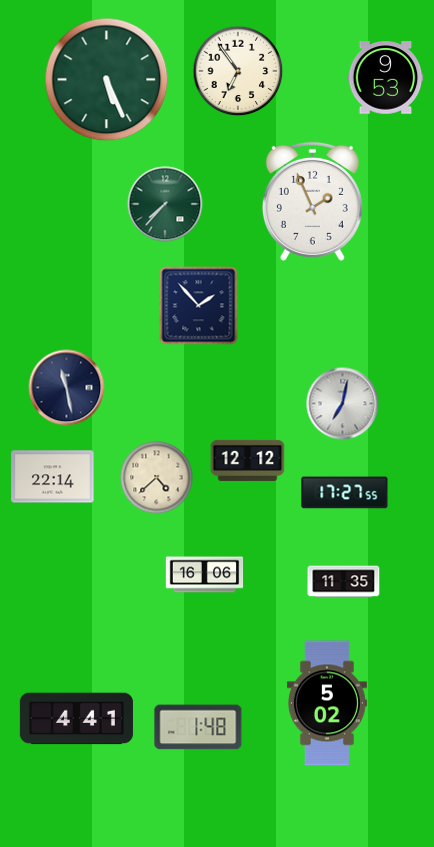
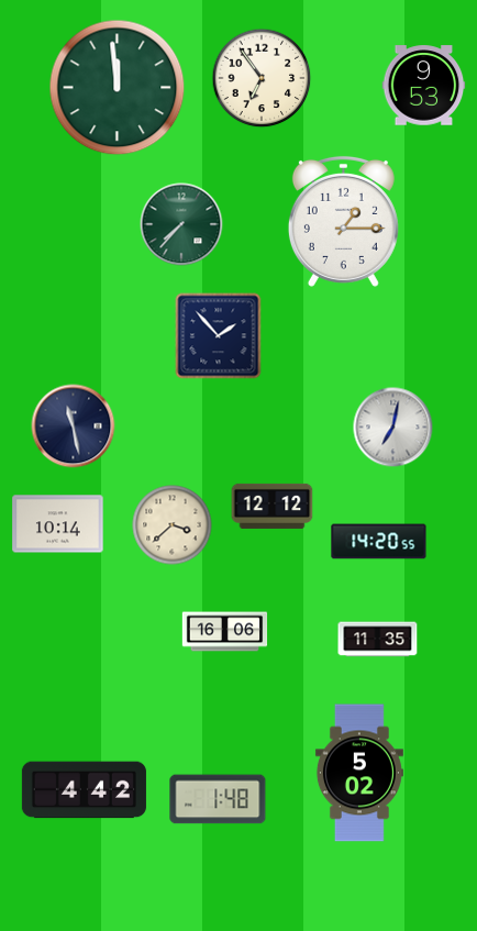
clock at (107, 80): 5:26 -> 11:59
clock at (312, 201): 1:56 -> 1:15
clock at (343, 404) position: (343, 404) -> (393, 428)
clock at (53, 477): 22:14 -> 10:14
clock at (157, 478): 4:38 -> 3:38
clock at (345, 493): 17:27 -> 14:20
clock at (76, 719): 4:41 -> 4:42
